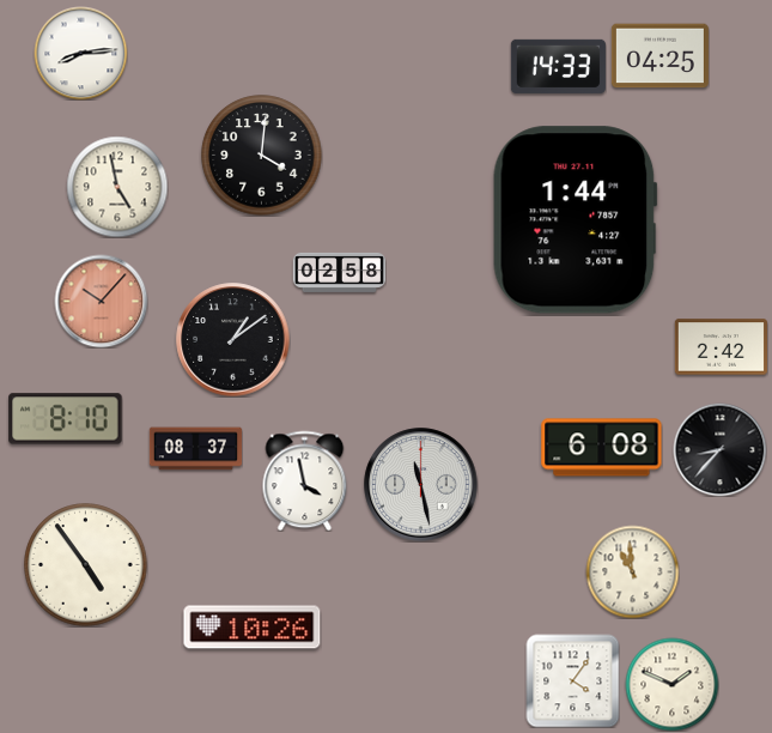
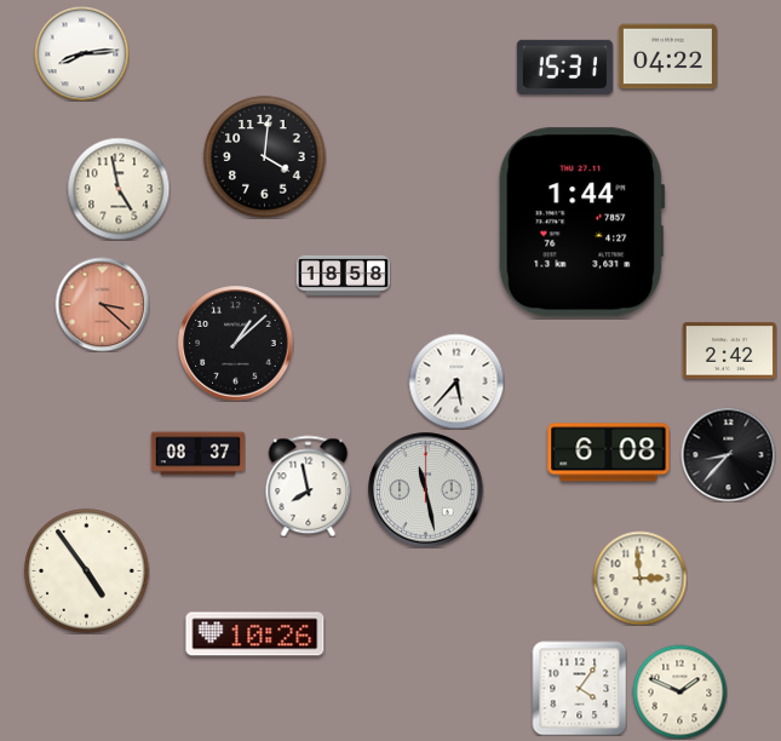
clock at (659, 56): 04:25 -> 04:22
clock at (558, 66): 14:33 -> 15:31
clock at (339, 272): 02:58 -> 18:58
clock at (101, 301): 10:07 -> 3:22
clock at (233, 340): 1:09 -> 1:08
clock at (456, 381): none -> 5:37
clock at (66, 419): 8:10 -> none
clock at (305, 480): 3:58 -> 7:58
clock at (632, 571): 10:59 -> 2:59
